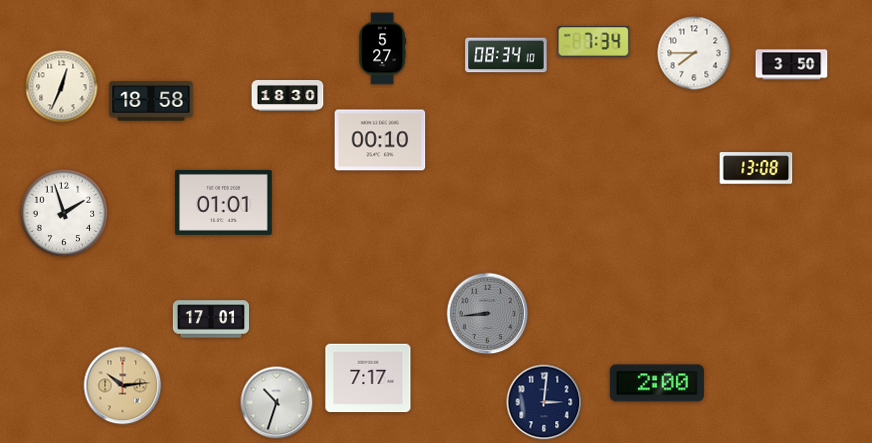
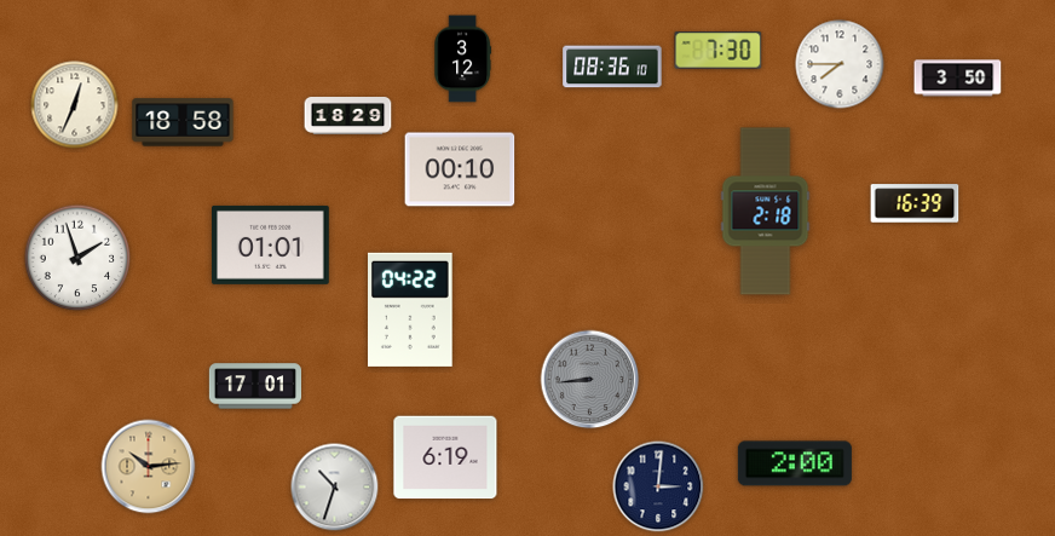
clock at (594, 42): 7:34 -> 7:30
clock at (382, 49): 5:27 -> 3:12
clock at (506, 55): 08:34 -> 08:36
clock at (288, 96): 18:30 -> 18:29
clock at (756, 168): 13:08 -> 16:39
clock at (766, 212): none -> 2:18
clock at (411, 310): none -> 04:22
clock at (368, 378): 7:17 -> 6:19
